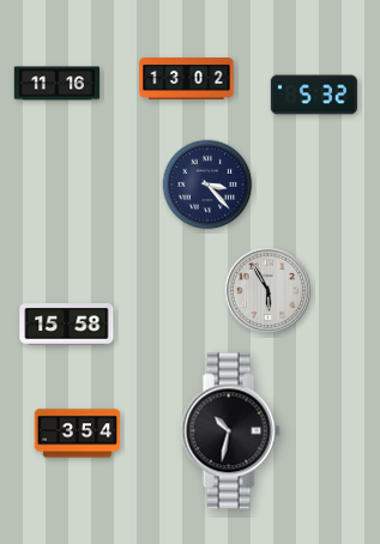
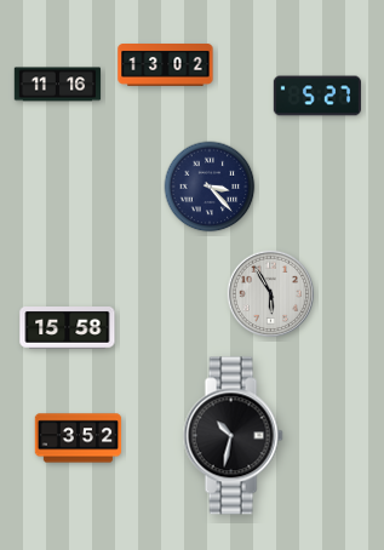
clock at (187, 79) position: (187, 79) -> (166, 65)
clock at (314, 95): 5:32 -> 5:27
clock at (78, 434): 3:54 -> 3:52
